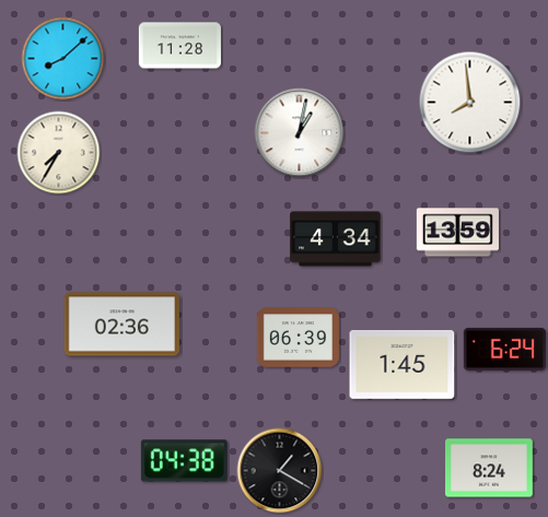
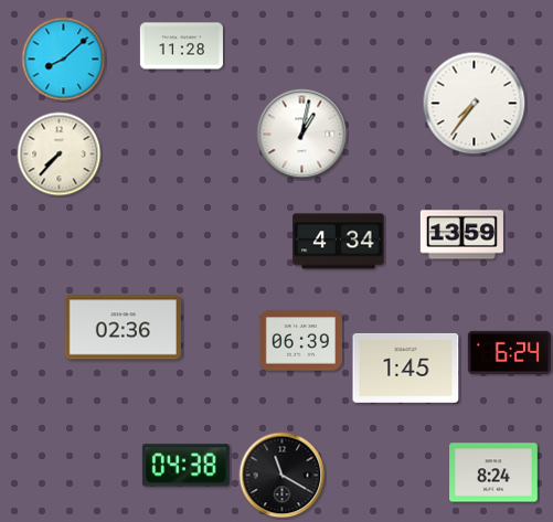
clock at (470, 103): 7:59 -> 7:36
clock at (59, 153): 7:35 -> 7:37
clock at (280, 471): 1:20 -> 11:20
